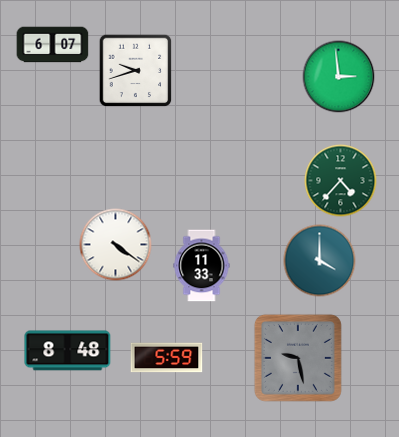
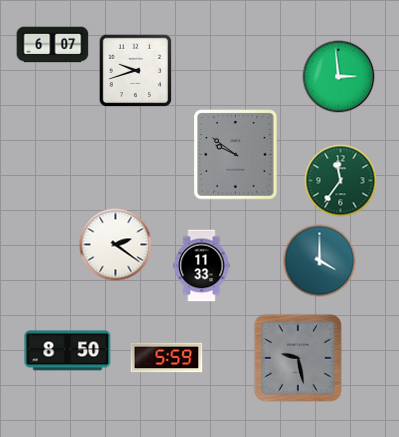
clock at (236, 155): none -> 9:51
clock at (341, 181): 4:37 -> 11:36
clock at (116, 245): 4:21 -> 2:21
clock at (68, 351): 8:48 -> 8:50
